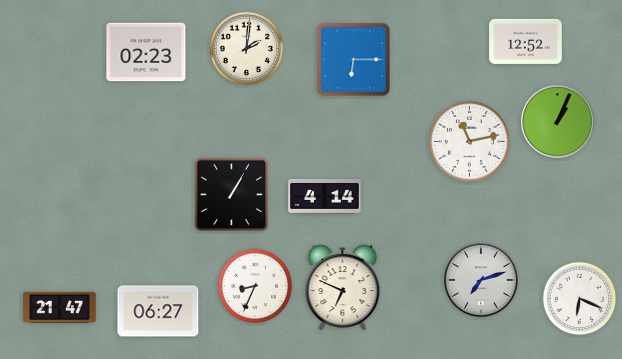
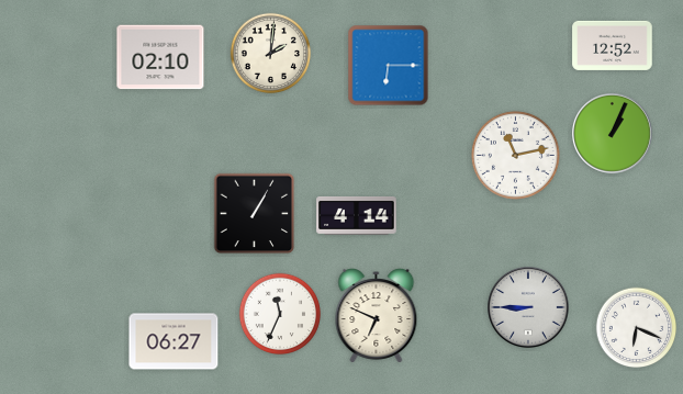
clock at (526, 41) position: (526, 41) -> (613, 45)
clock at (146, 52): 02:23 -> 02:10
clock at (482, 281): 7:12 -> 8:45
clock at (255, 286): 8:34 -> 11:34
clock at (60, 307): 21:47 -> none
